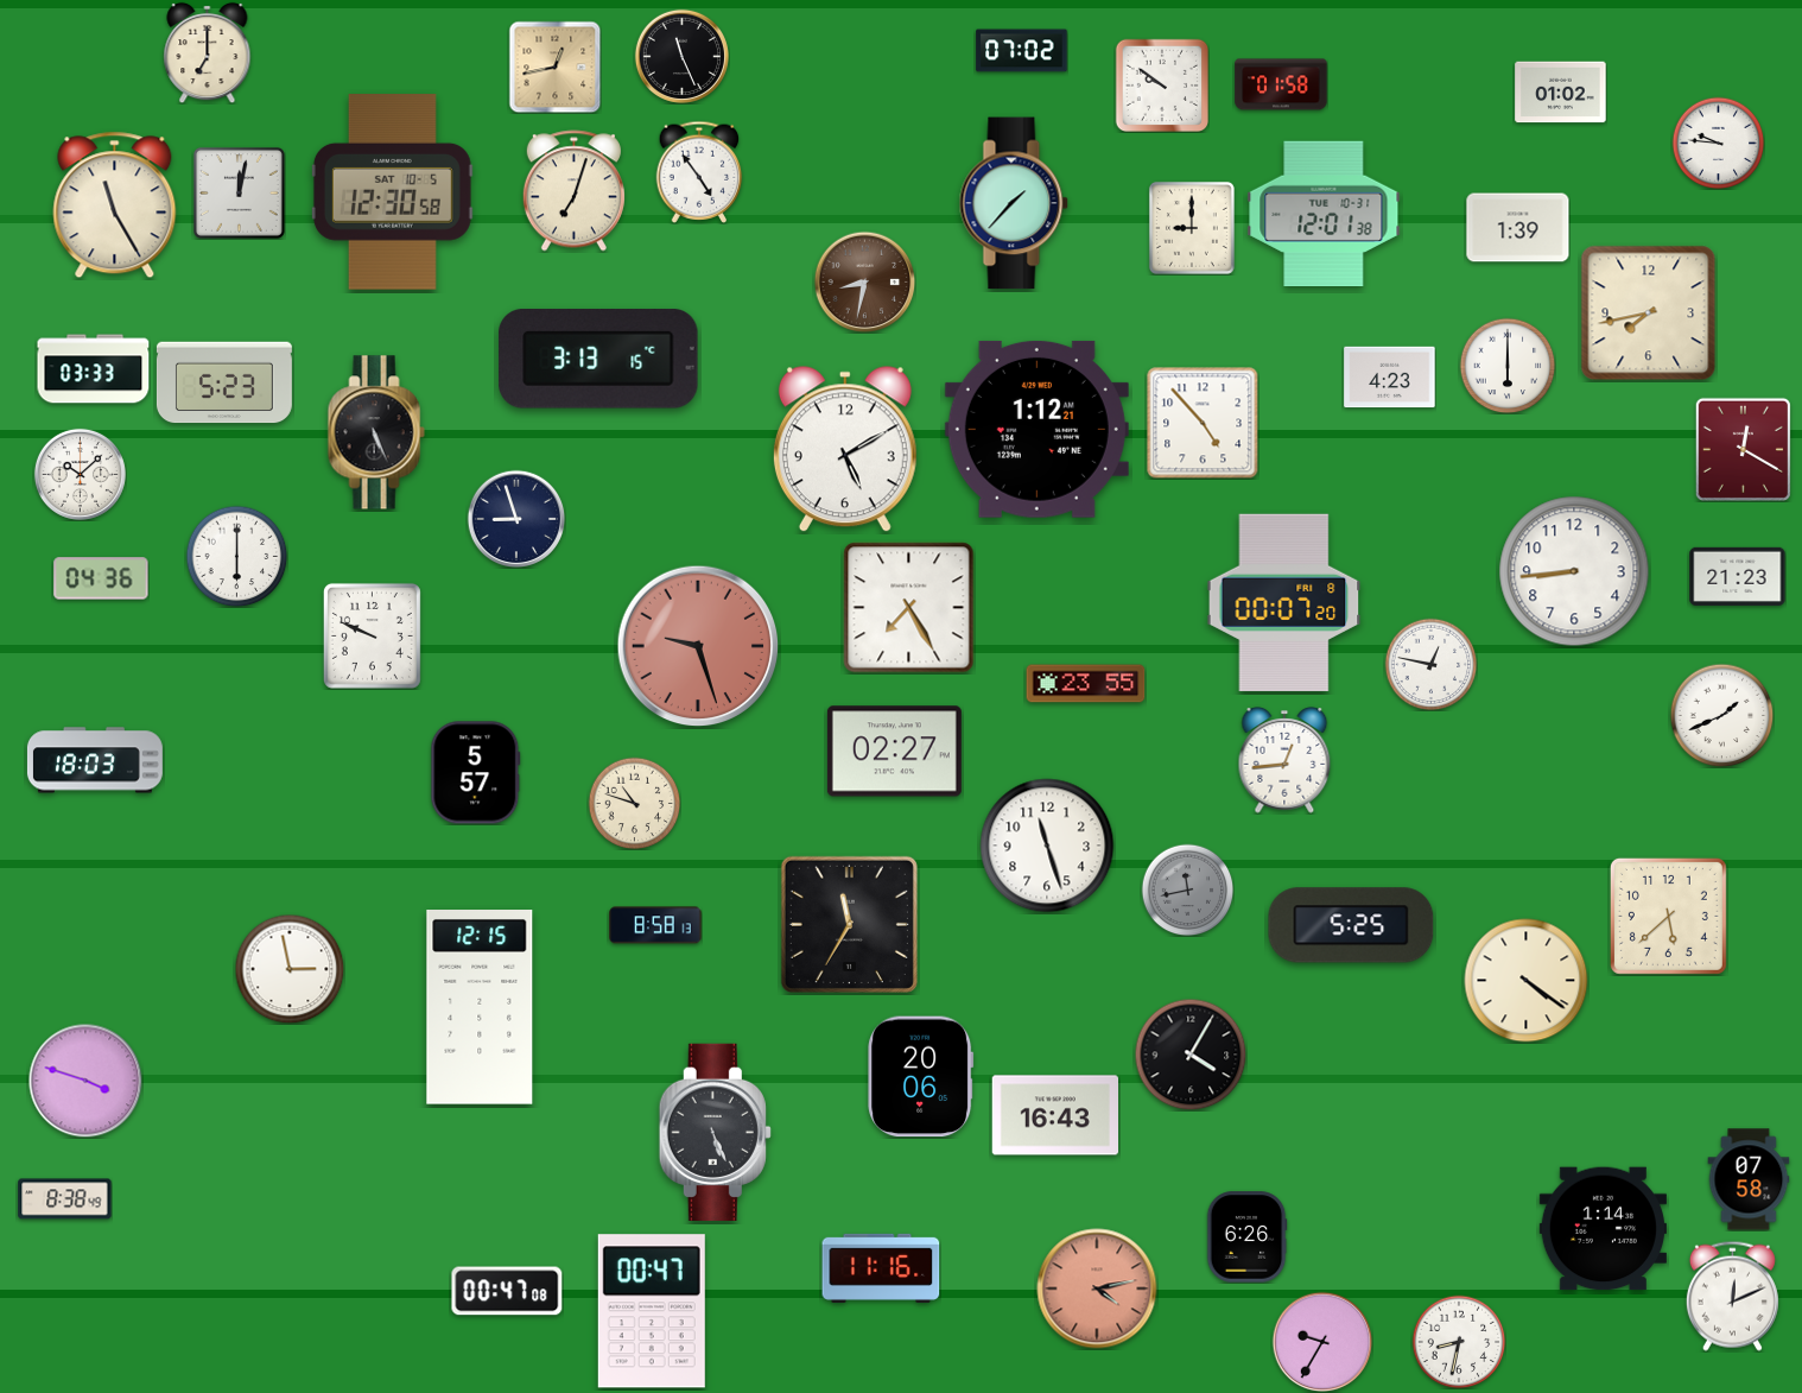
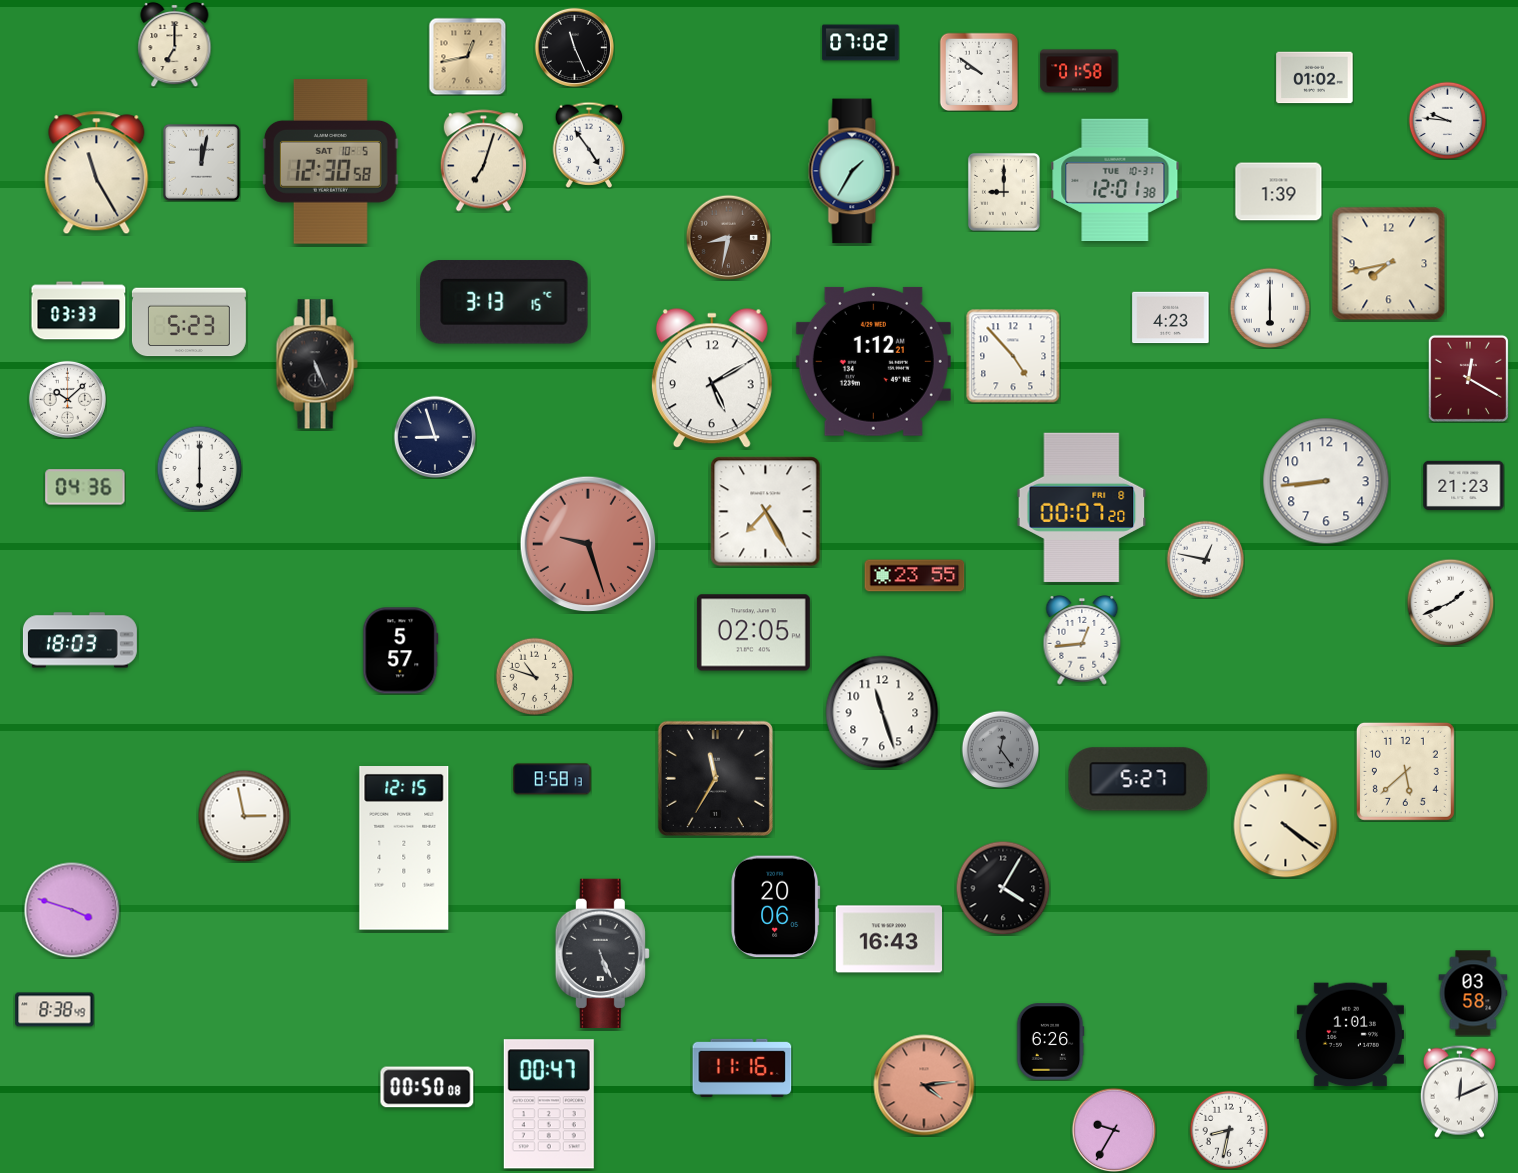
clock at (1014, 203): 1:37 -> 1:35
clock at (372, 635): 9:49 -> none
clock at (894, 752): 02:27 -> 02:05
clock at (1187, 889): 11:43 -> 12:24
clock at (1351, 925): 5:25 -> 5:27
clock at (1749, 1179): 07:58 -> 03:58
clock at (1603, 1229): 1:14 -> 1:01
clock at (1097, 1288): 4:13 -> 4:14
clock at (507, 1291): 00:47 -> 00:50
